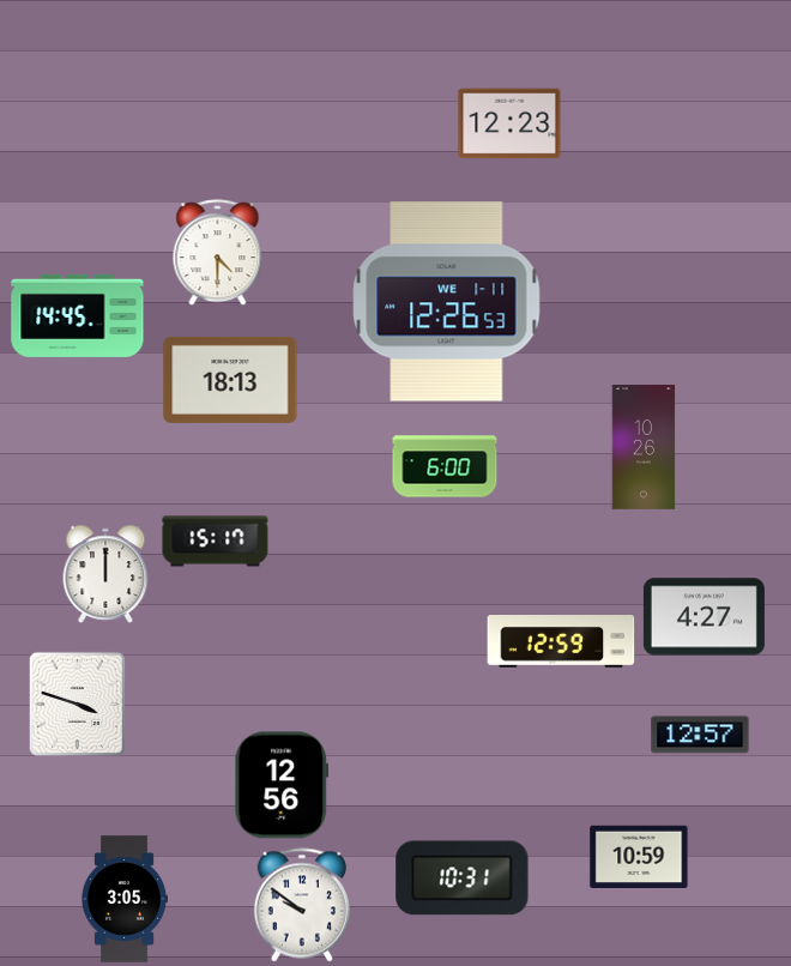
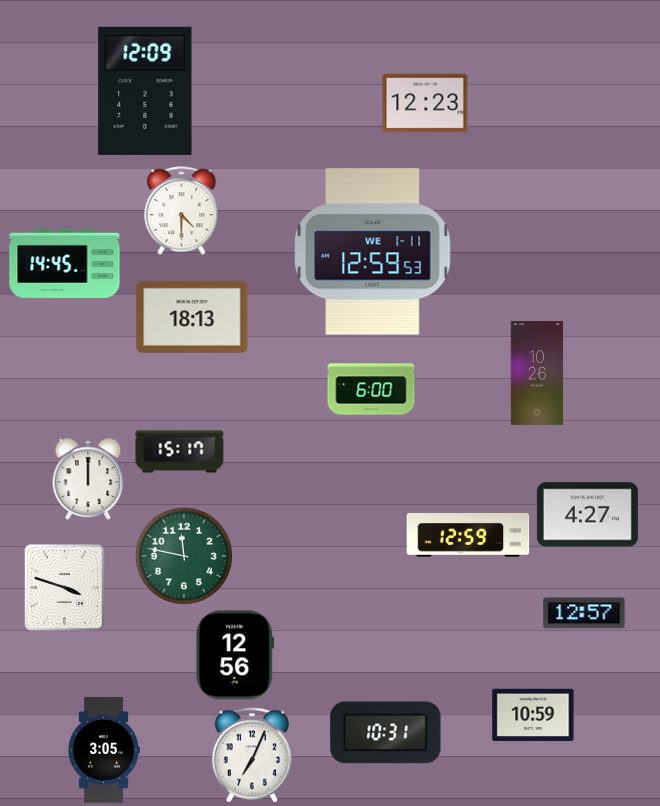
clock at (145, 91): none -> 12:09
clock at (447, 302): 12:26 -> 12:59
clock at (184, 556): none -> 11:47
clock at (302, 905): 9:51 -> 7:04
